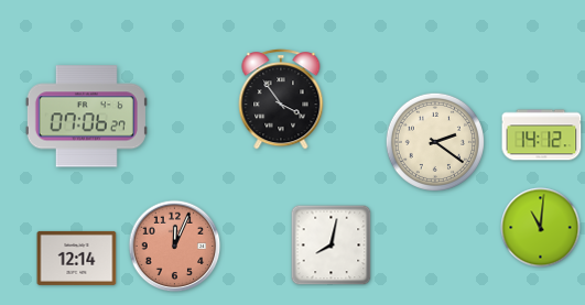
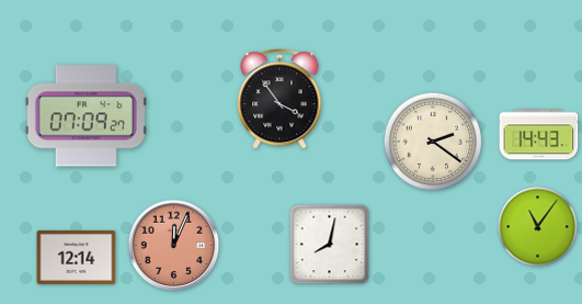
clock at (86, 117): 07:06 -> 07:09
clock at (542, 135): 14:12 -> 14:43
clock at (541, 228): 11:01 -> 11:06
